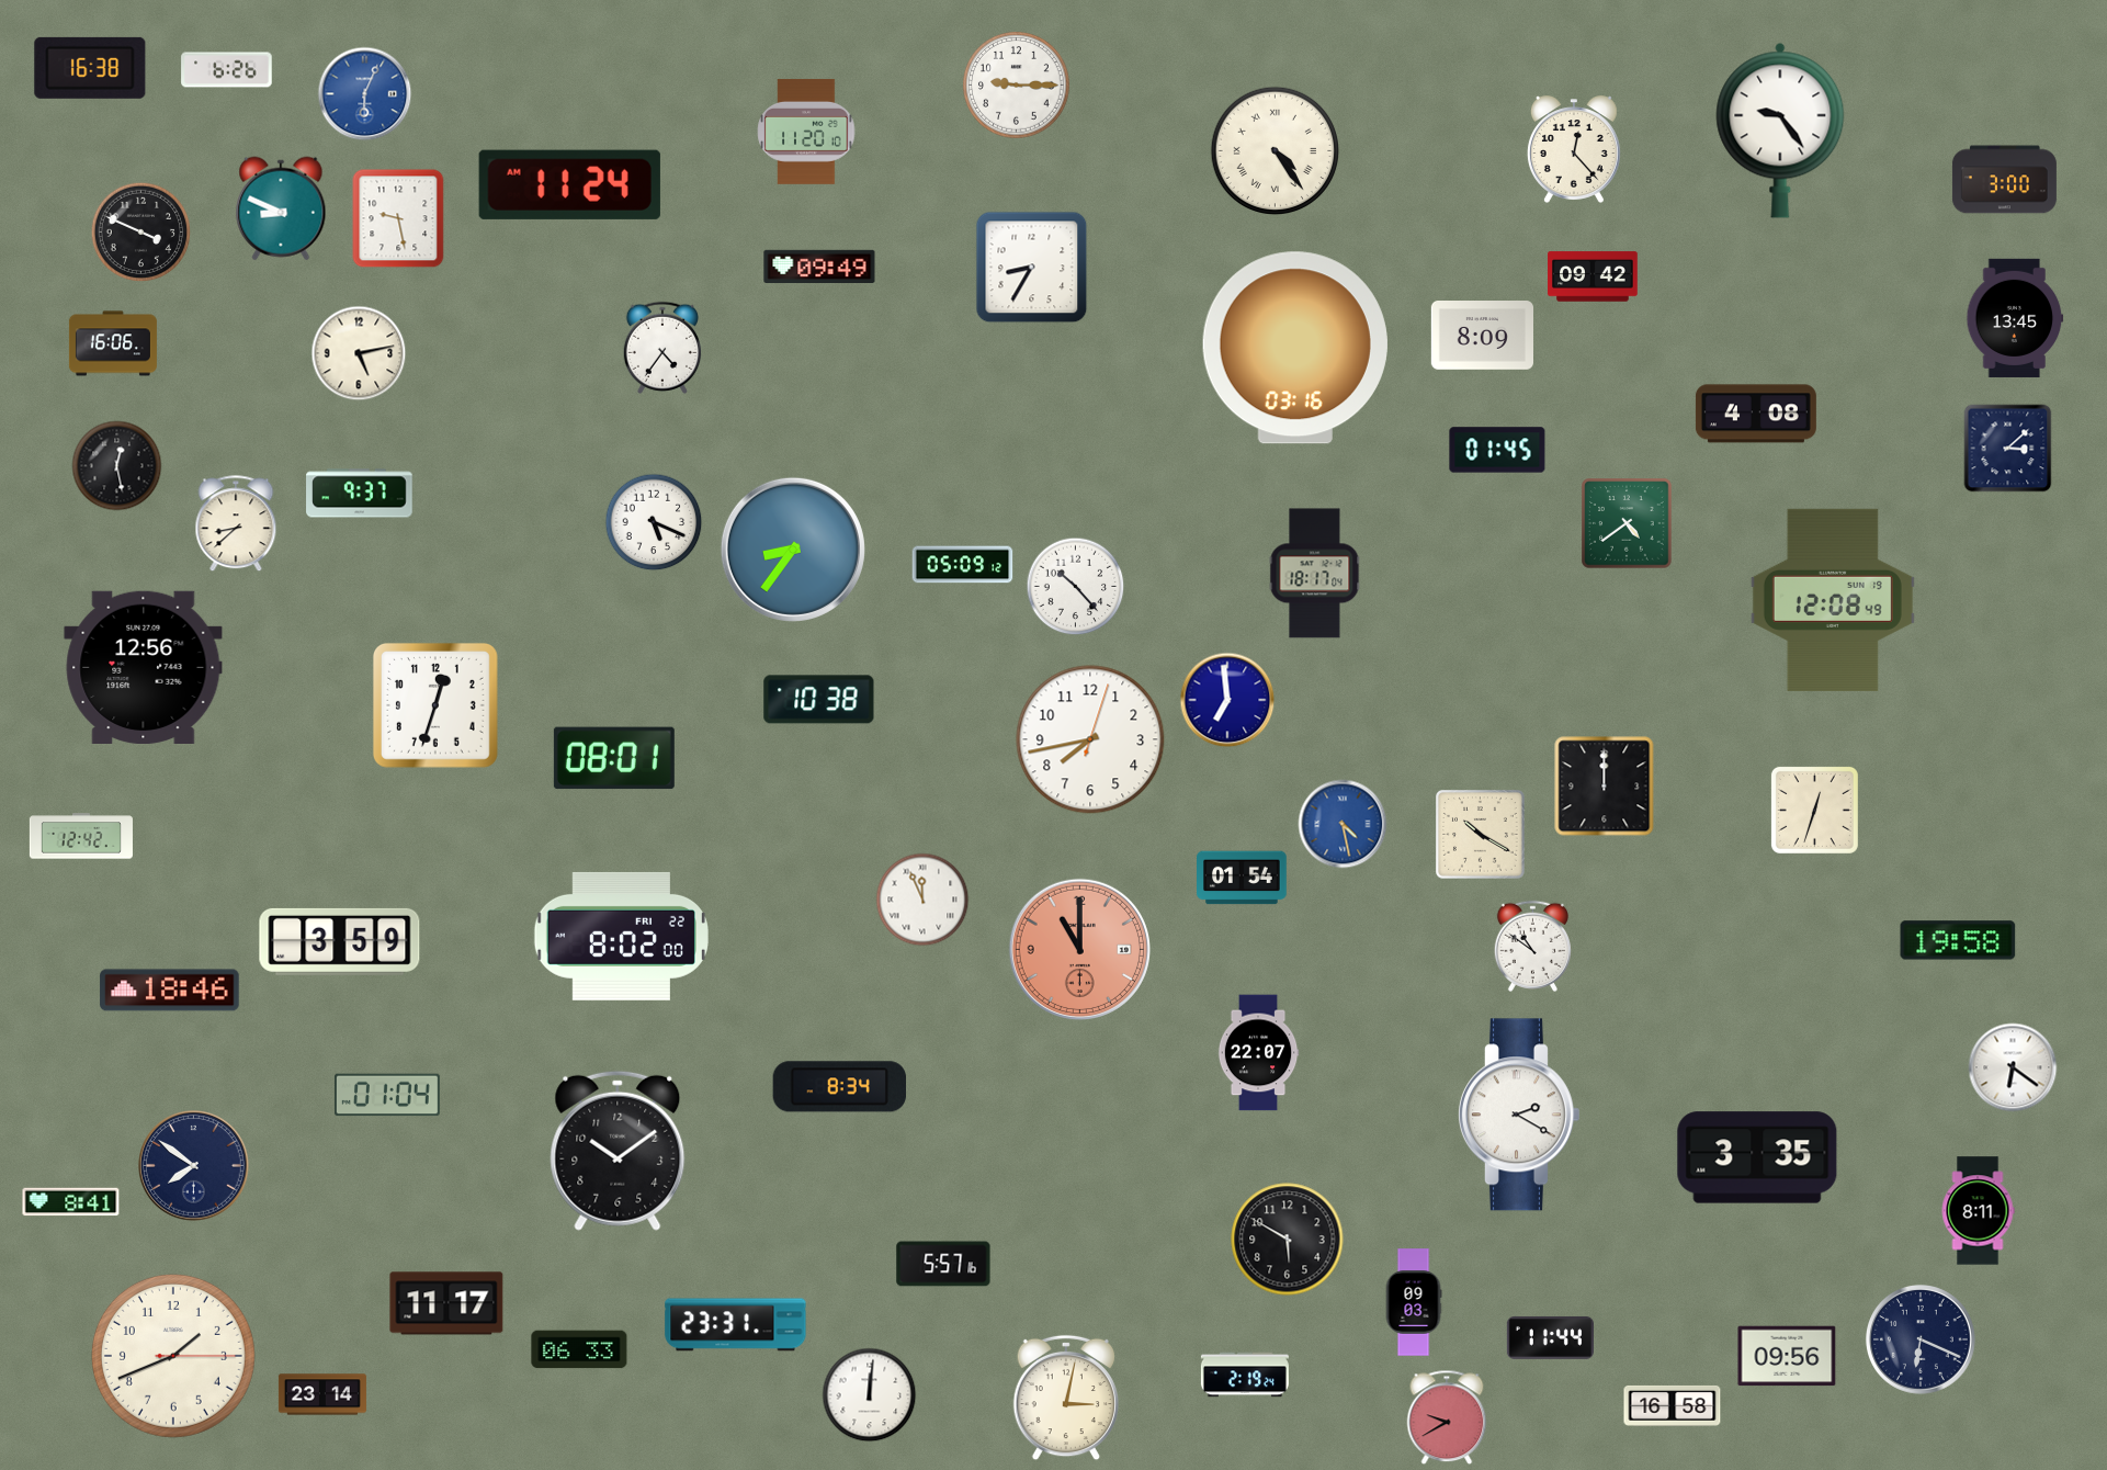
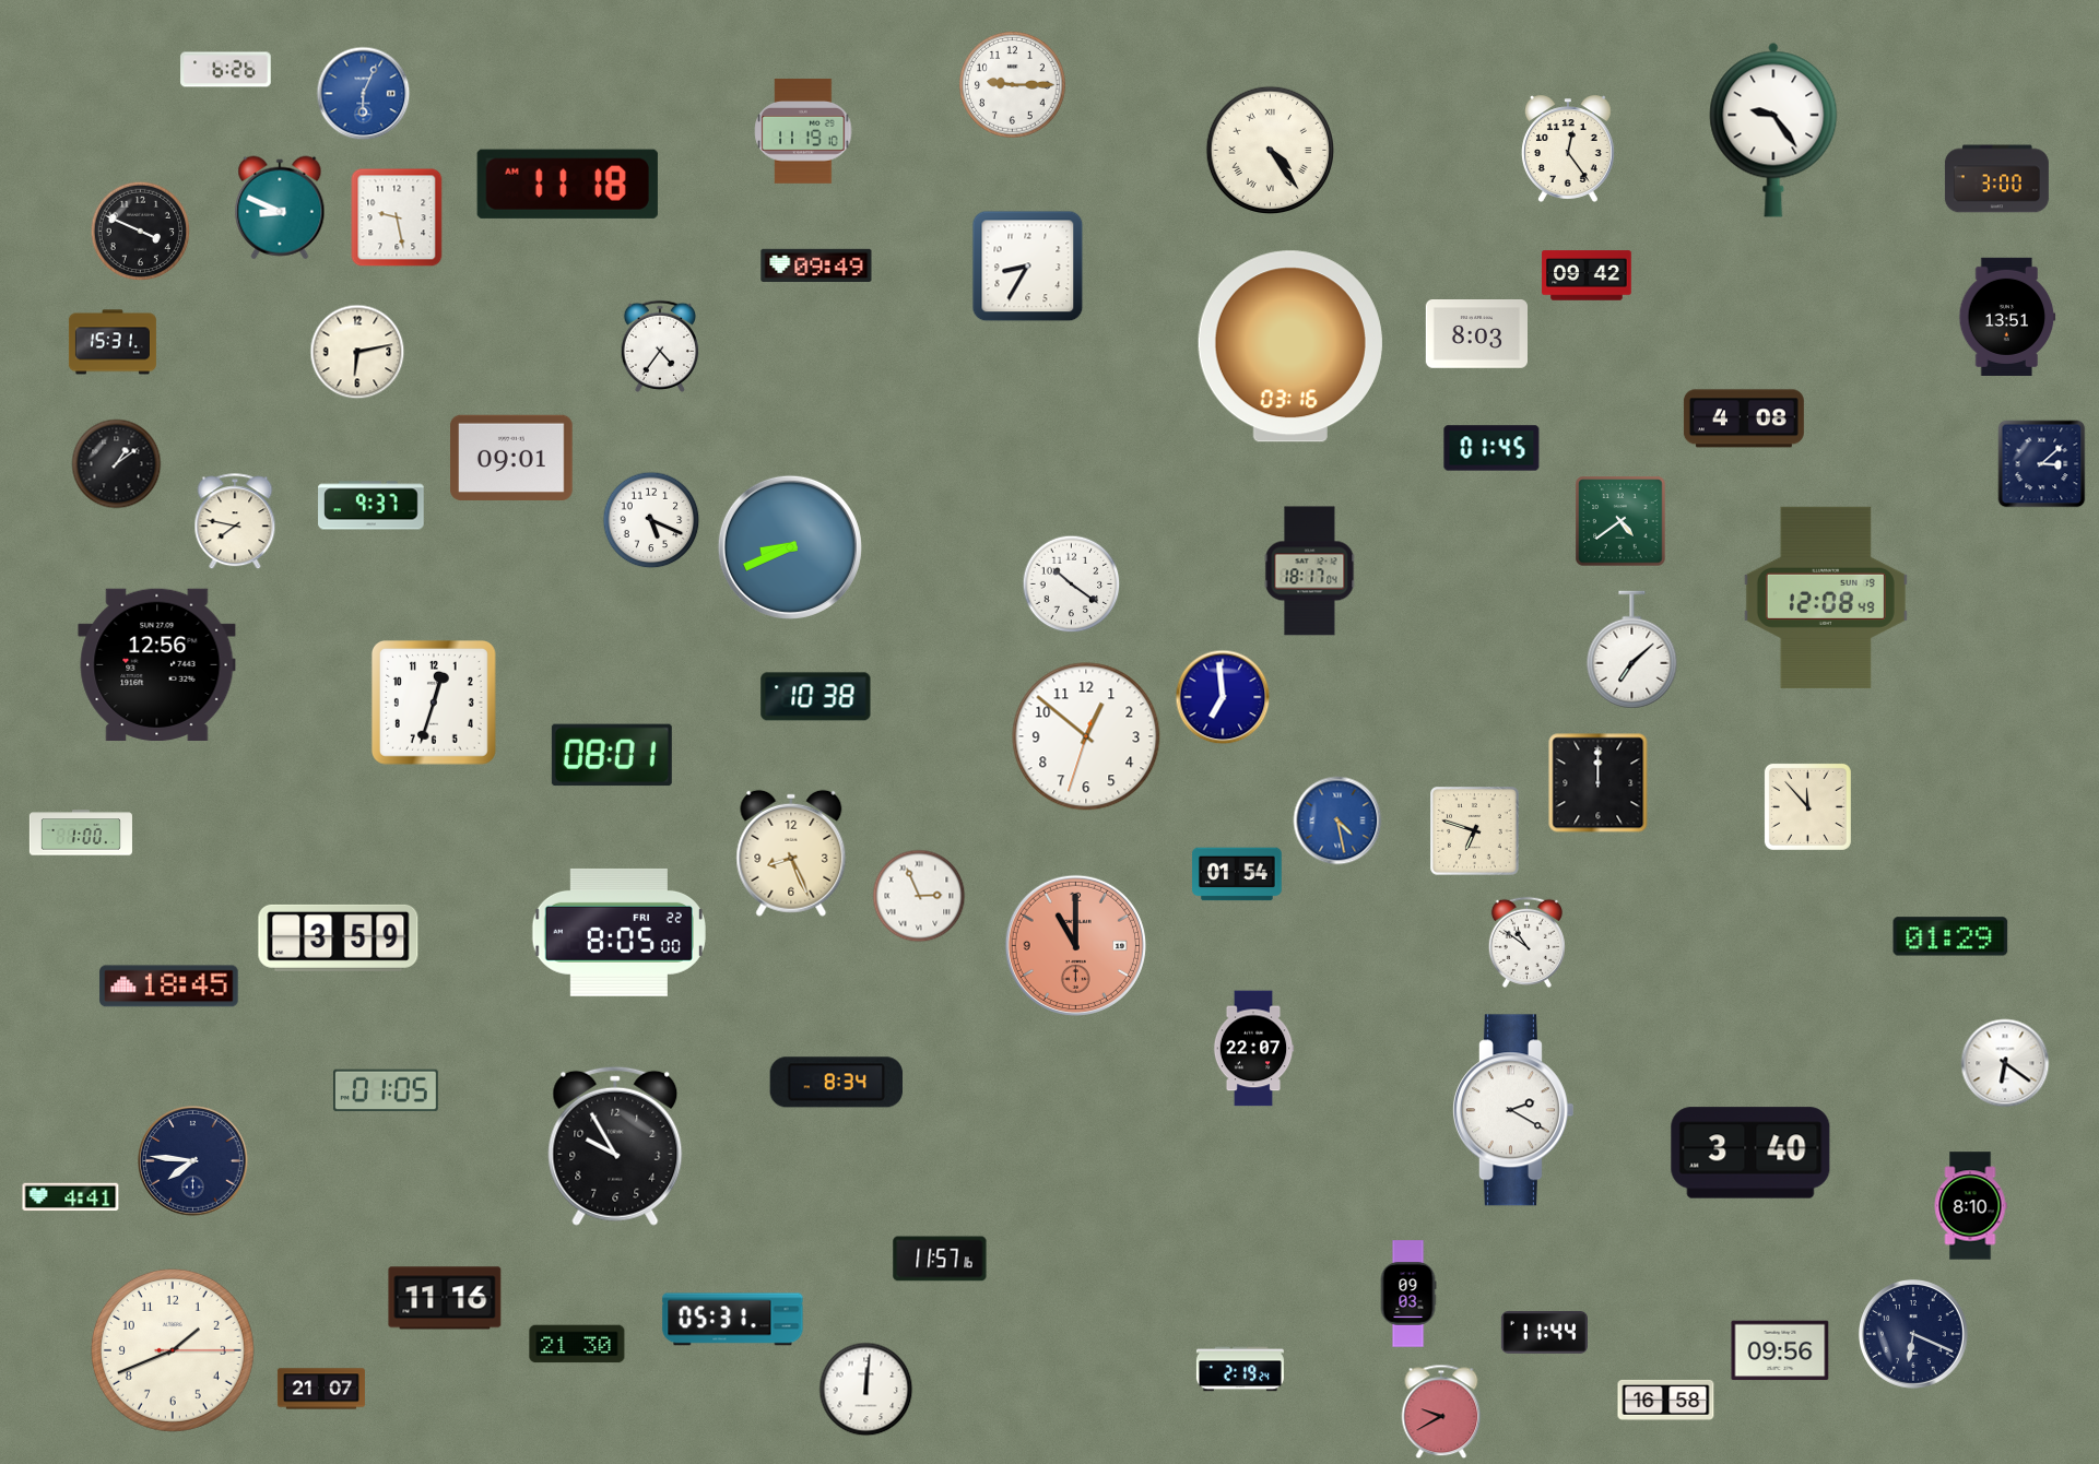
clock at (90, 68): 16:38 -> none
clock at (806, 132): 11:20 -> 11:19
clock at (1574, 149): 12:23 -> 12:24
clock at (569, 184): 11:24 -> 11:18
clock at (2015, 318): 13:45 -> 13:51
clock at (1482, 336): 8:09 -> 8:03
clock at (113, 343): 16:06 -> 15:31
clock at (359, 353): 5:13 -> 6:13
clock at (1756, 414) position: (1756, 414) -> (1744, 418)
clock at (2008, 449) position: (2008, 449) -> (2042, 464)
clock at (511, 458): none -> 09:01
clock at (117, 466): 12:28 -> 1:09
clock at (360, 494) position: (360, 494) -> (372, 506)
clock at (236, 524): 8:38 -> 7:47
clock at (793, 550): 8:36 -> 8:41
clock at (963, 565): 05:09 -> none
clock at (1076, 587): 10:23 -> 10:21
clock at (1632, 650): none -> 7:08
clock at (144, 667) position: (144, 667) -> (157, 664)
clock at (1090, 739): 7:43 -> 12:51
clock at (1814, 810): 12:33 -> 11:53
clock at (1481, 835): 10:20 -> 6:48
clock at (81, 836): 12:42 -> 1:00
clock at (791, 853): none -> 8:26
clock at (922, 900): 11:56 -> 2:56
clock at (621, 936): 8:02 -> 8:05
clock at (1958, 940): 19:58 -> 01:29
clock at (170, 991): 18:46 -> 18:45
clock at (387, 1095): 01:04 -> 01:05
clock at (618, 1151): 10:09 -> 9:55
clock at (1757, 1157): 3:35 -> 3:40
clock at (194, 1166): 7:51 -> 7:46
clock at (71, 1202): 8:41 -> 4:41
clock at (1978, 1211): 8:11 -> 8:10
clock at (1288, 1240): 5:50 -> none
clock at (943, 1264): 5:57 -> 11:57
clock at (1414, 1302) position: (1414, 1302) -> (1408, 1294)
clock at (446, 1303): 11:17 -> 11:16
clock at (736, 1325): 23:31 -> 05:31
clock at (579, 1349): 06:33 -> 21:30
clock at (322, 1394): 23:14 -> 21:07
clock at (1065, 1398): 3:02 -> none
